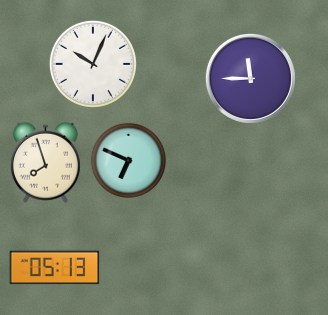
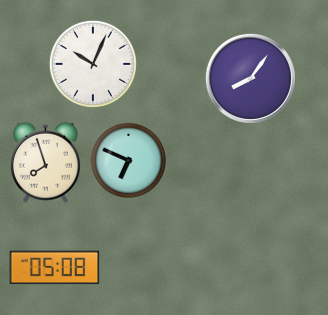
clock at (250, 78): 11:45 -> 8:06
clock at (55, 268): 05:13 -> 05:08
